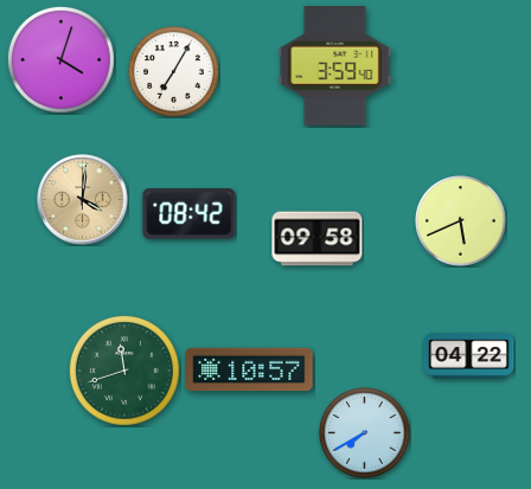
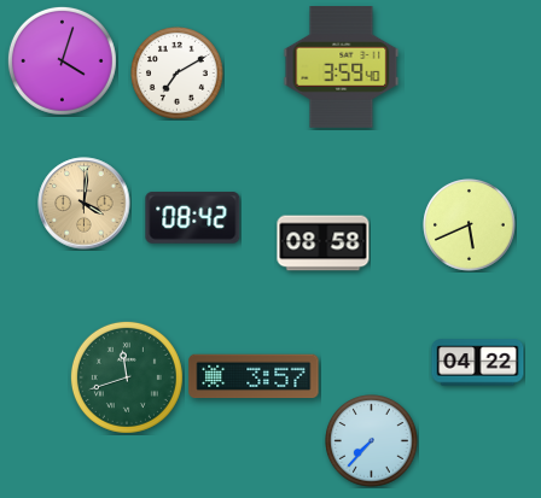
clock at (174, 72): 7:05 -> 7:10
clock at (318, 239): 09:58 -> 08:58
clock at (249, 369): 10:57 -> 3:57
clock at (365, 433): 7:40 -> 7:37
